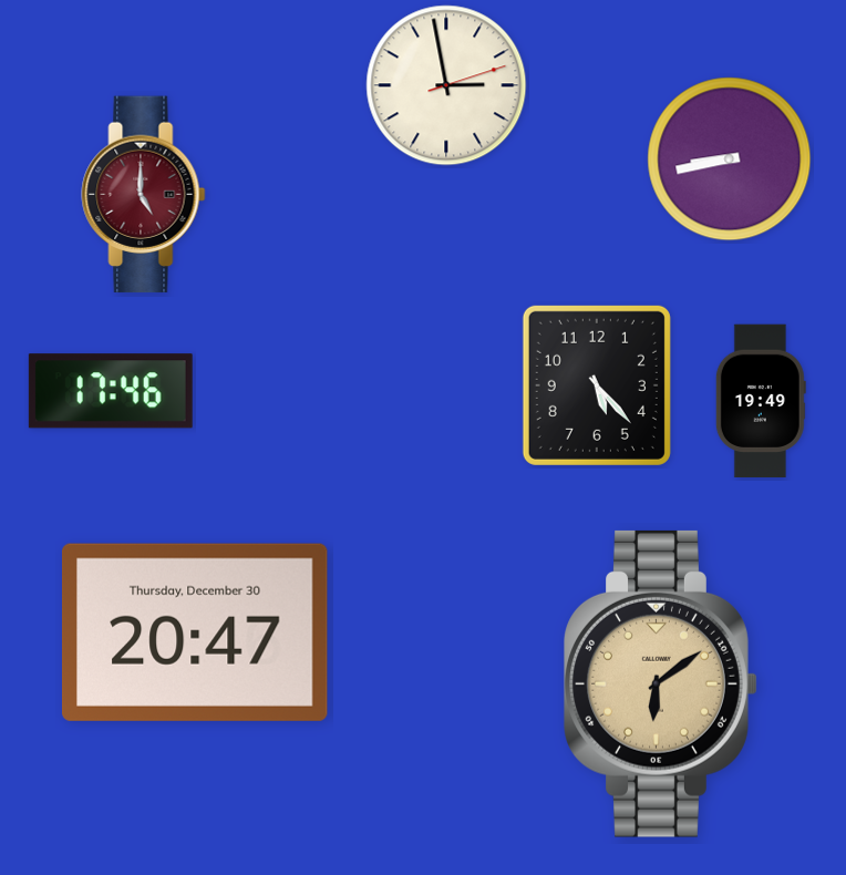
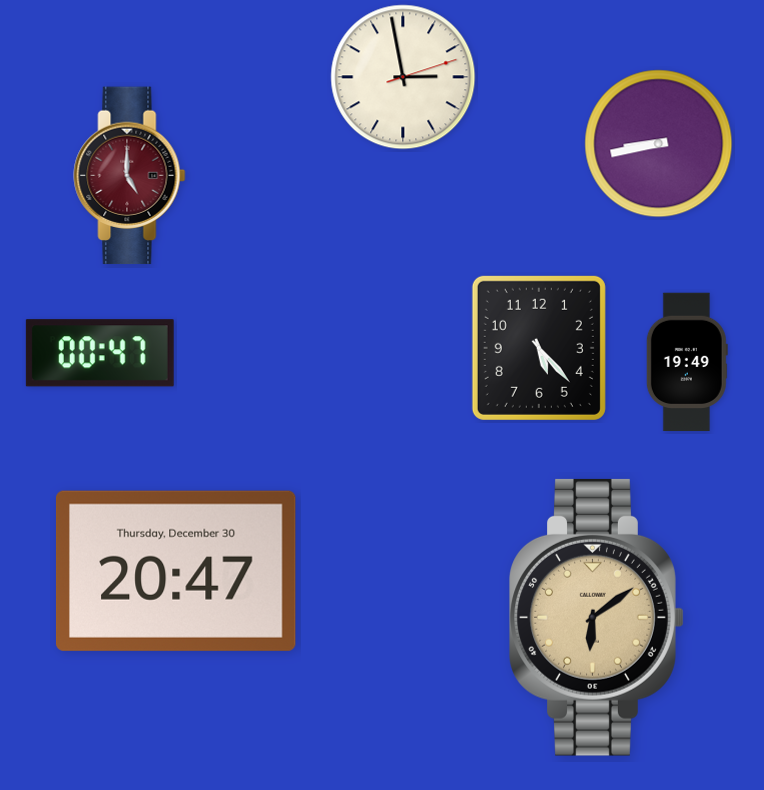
clock at (111, 391): 17:46 -> 00:47
